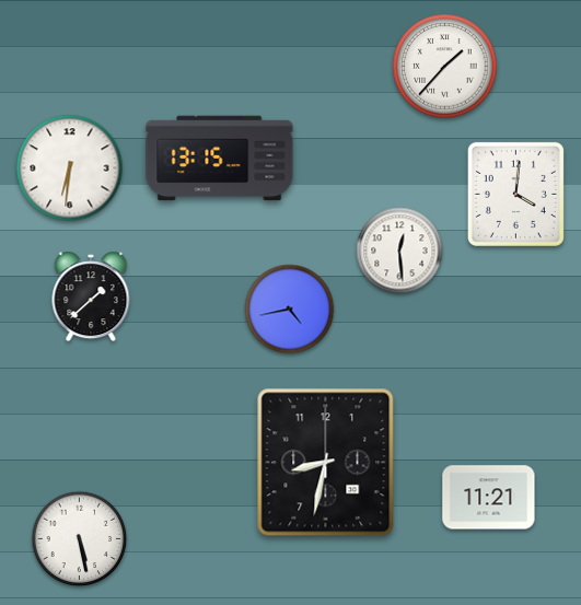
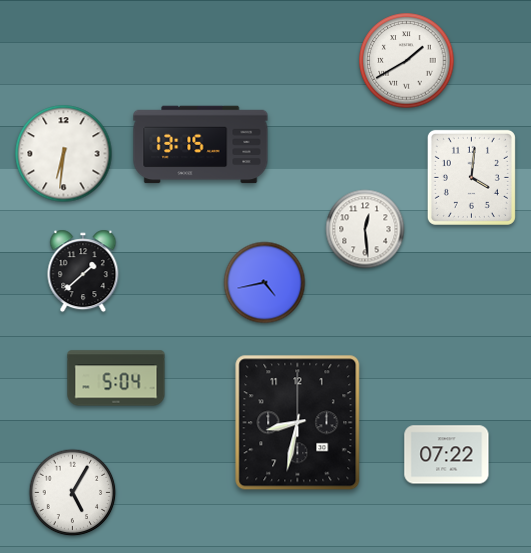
clock at (445, 67): 1:37 -> 1:40
clock at (116, 378): none -> 5:04
clock at (489, 498): 11:21 -> 07:22
clock at (80, 539): 5:28 -> 5:05
